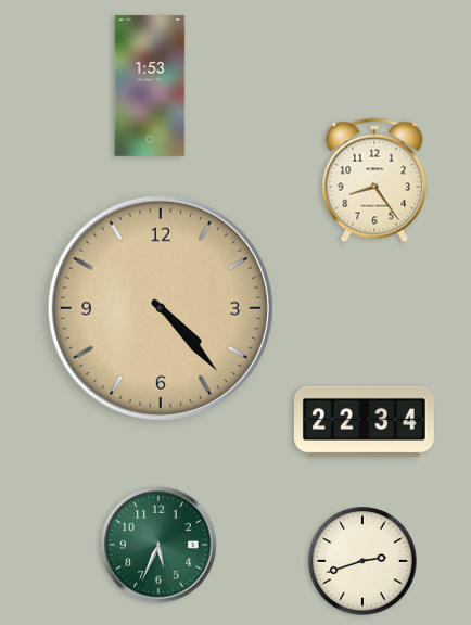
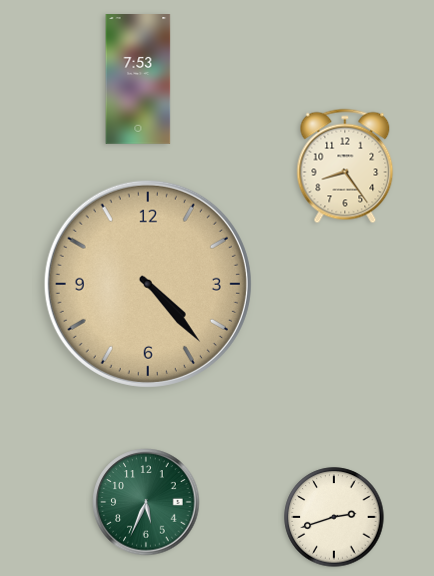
clock at (150, 86): 1:53 -> 7:53
clock at (364, 421): 22:34 -> none
